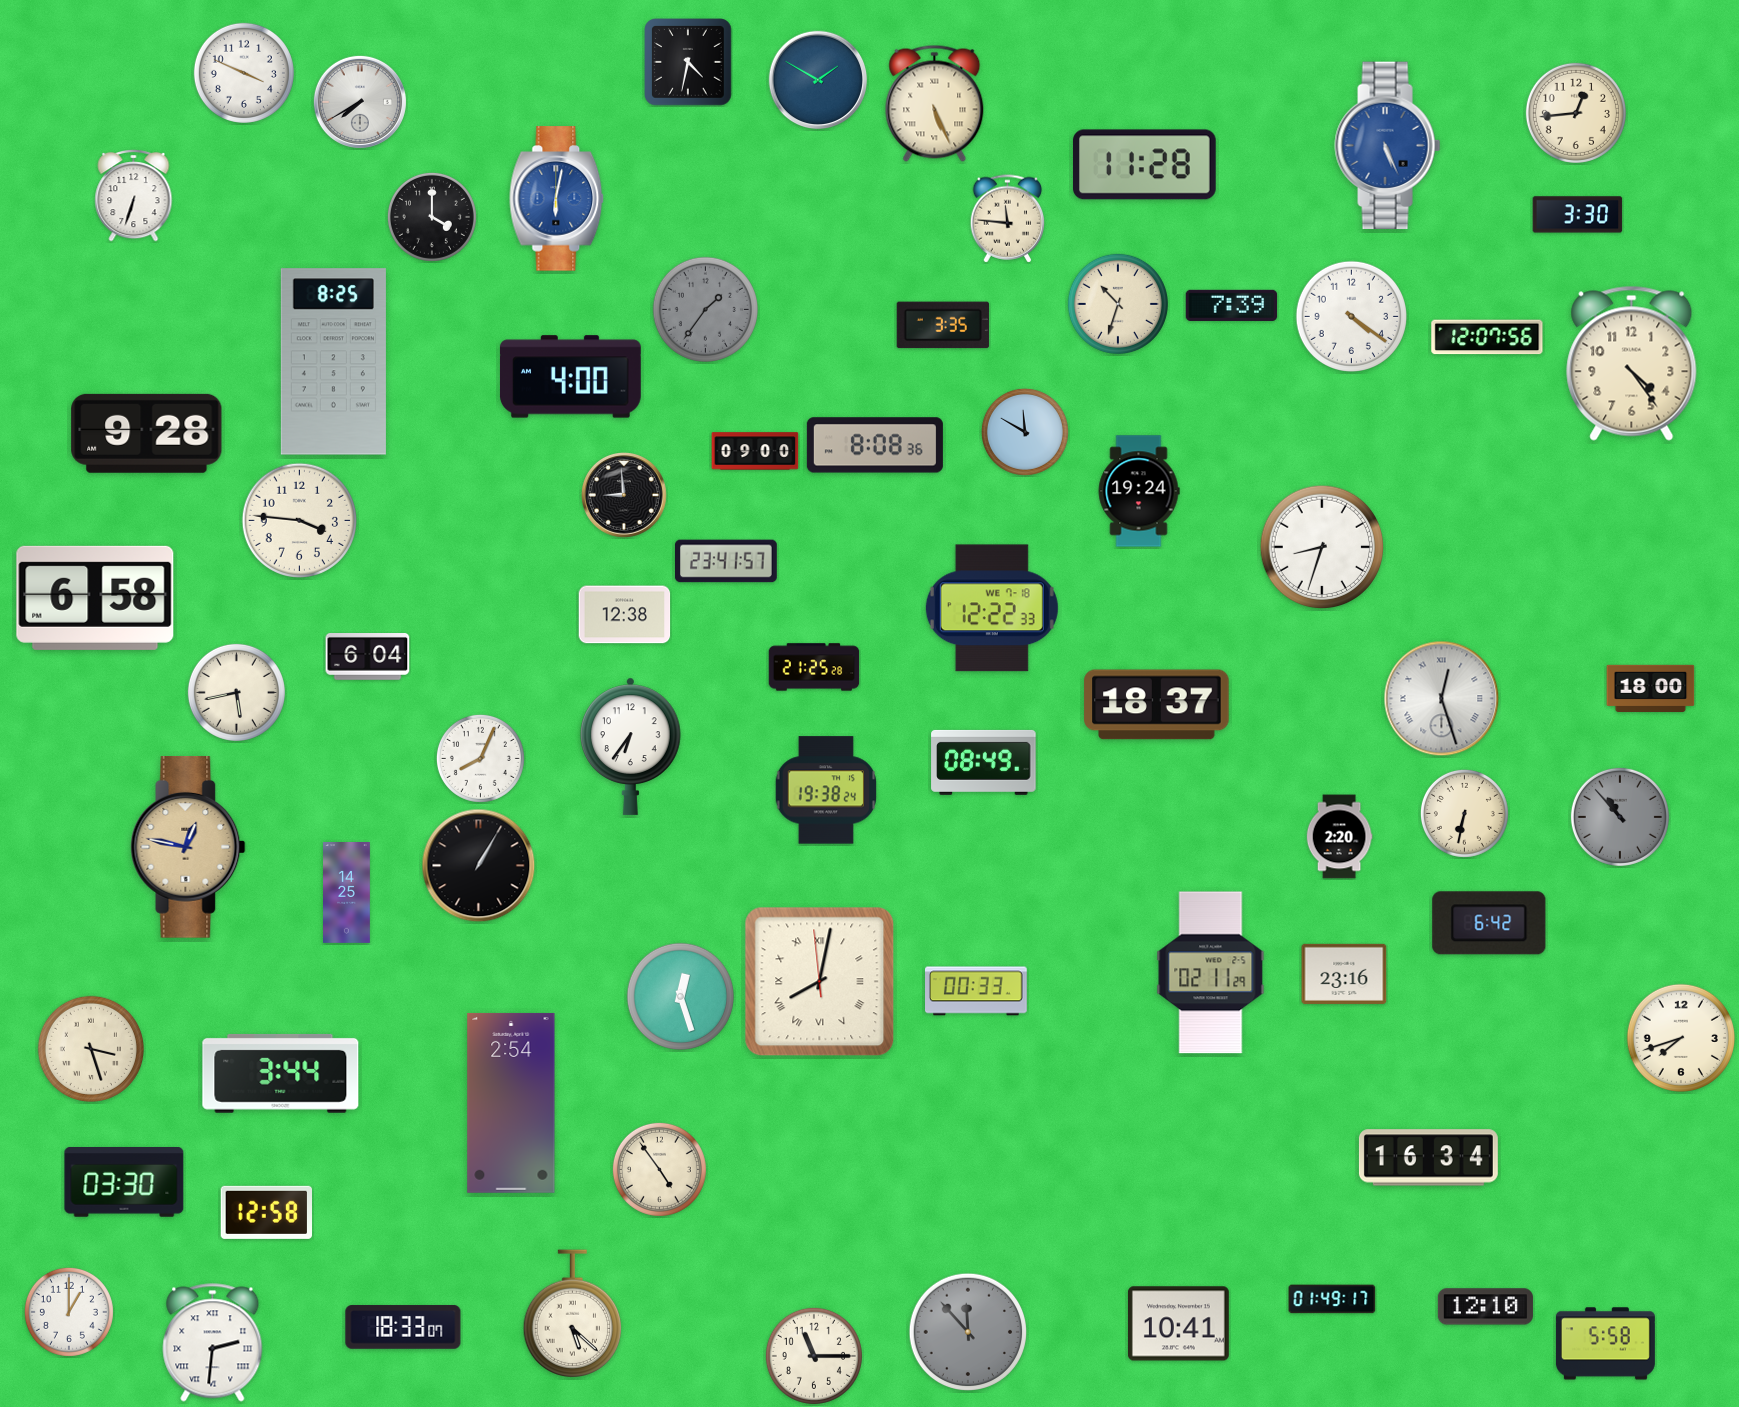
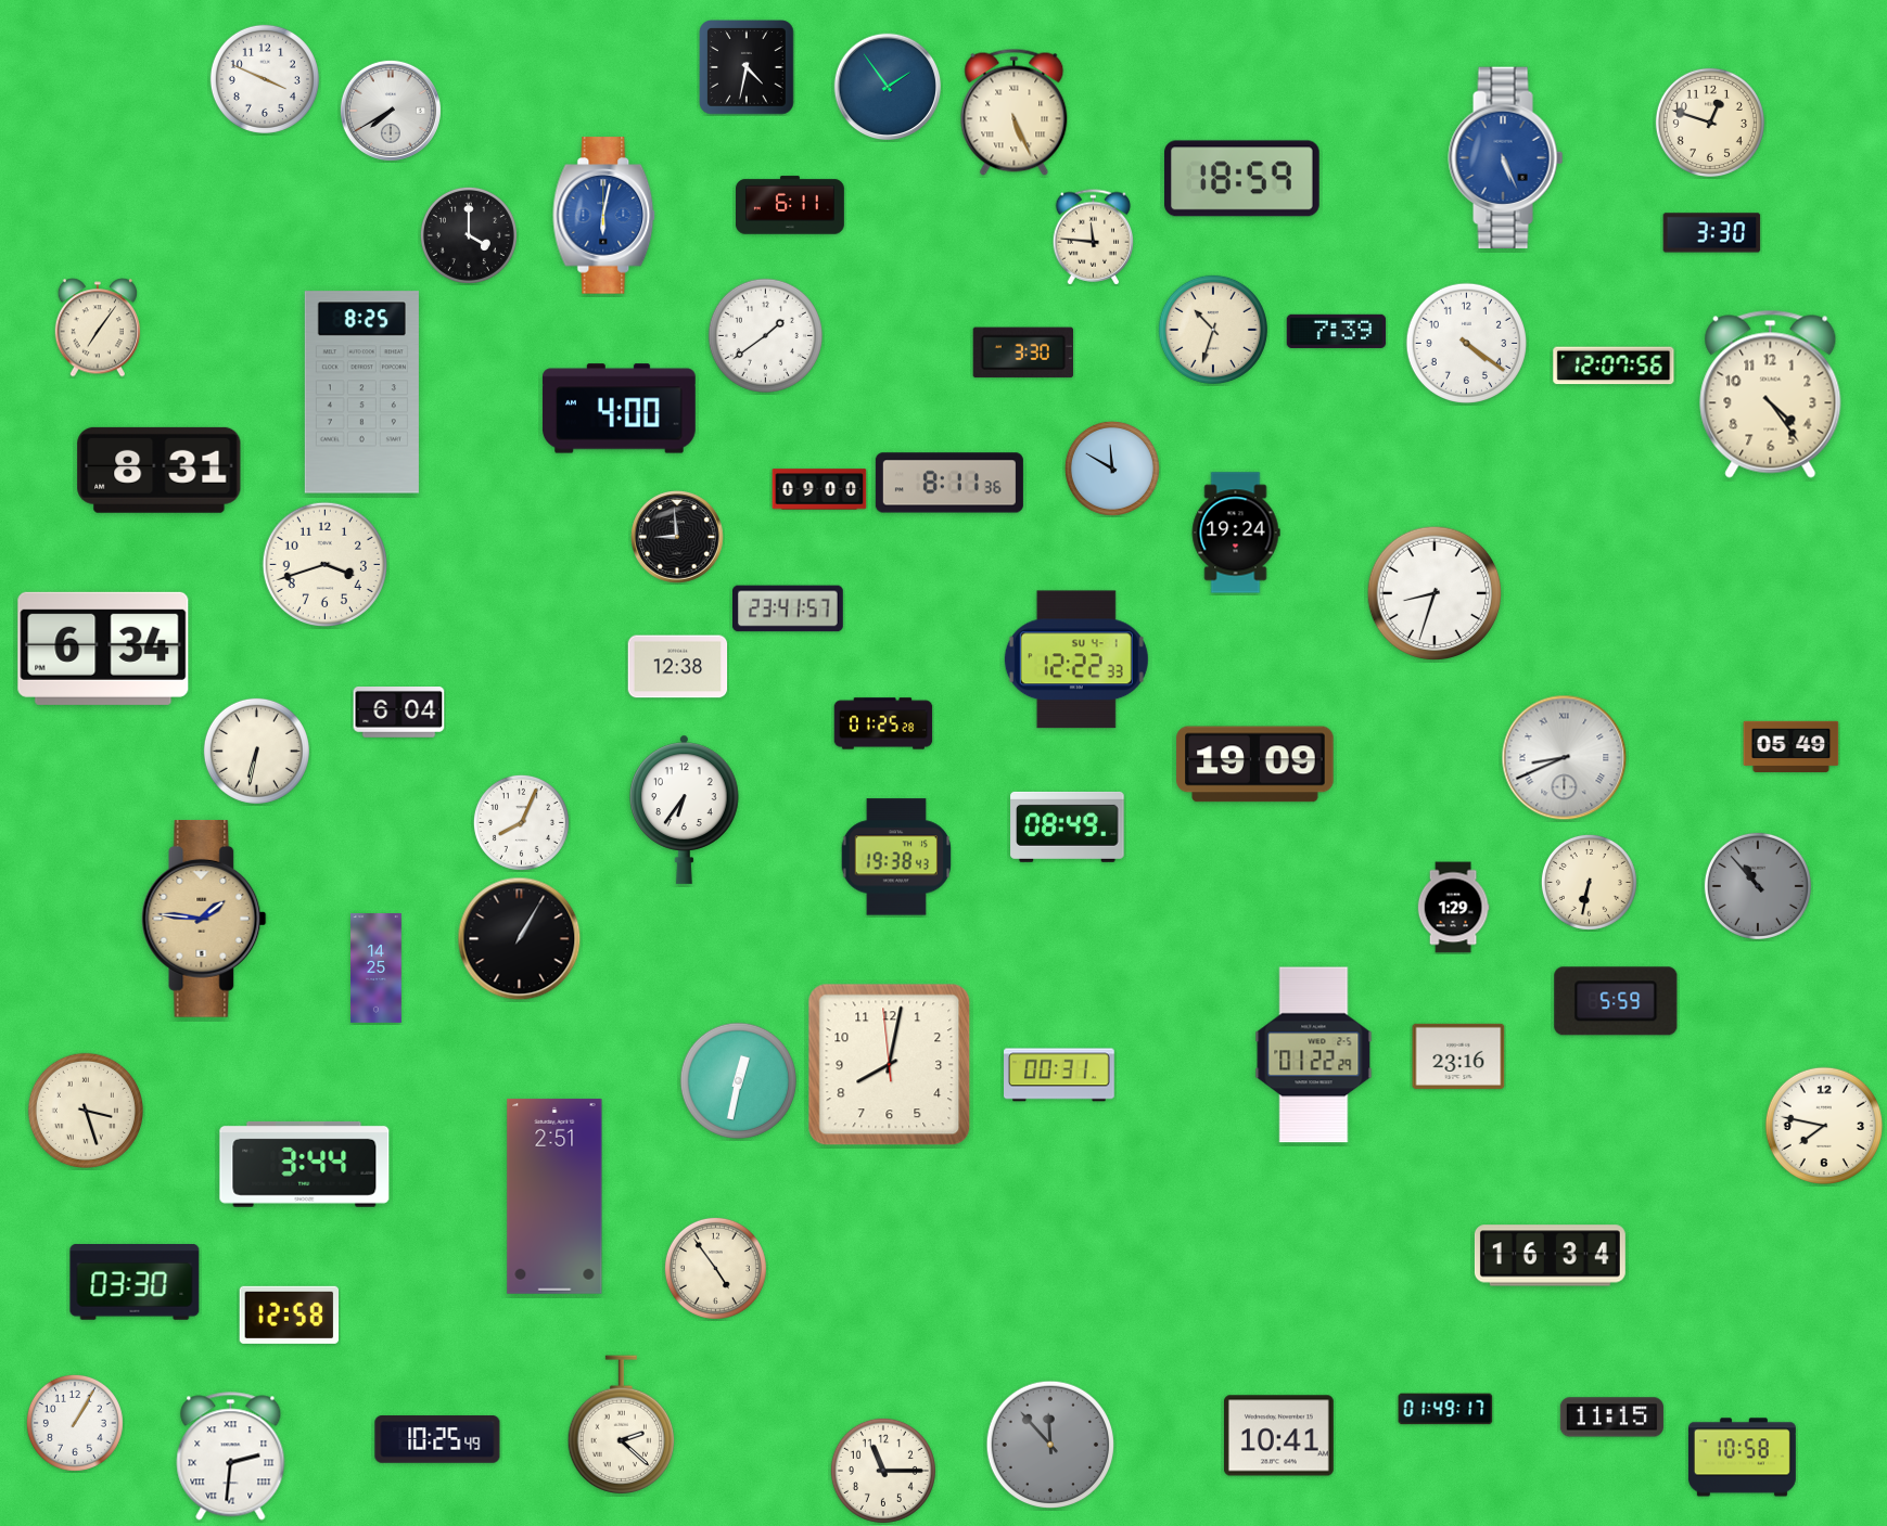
clock at (818, 80): 1:50 -> 1:54
clock at (1576, 113): 12:44 -> 12:48
clock at (1145, 165): 11:28 -> 18:59
clock at (790, 205): none -> 6:11
clock at (134, 196): 6:33 -> none
clock at (97, 328): none -> 7:06
clock at (705, 309): 1:36 -> 1:39
clock at (705, 309) dial: grey -> white
clock at (943, 325): 3:35 -> 3:30
clock at (147, 433): 9:28 -> 8:31
clock at (875, 445): 8:08 -> 8:11
clock at (299, 520): 3:46 -> 3:42
clock at (95, 598): 6:58 -> 6:34
clock at (992, 608) date: WE 7-18 -> SU 4-1
clock at (814, 667): 21:25 -> 01:25
clock at (1651, 688): 18:00 -> 05:49
clock at (236, 692): 5:43 -> 6:32
clock at (1442, 699): 12:27 -> 8:41
clock at (1157, 705): 18:37 -> 19:09
clock at (826, 790): 19:38:24 -> 19:38:43
clock at (1339, 837): 2:20 -> 1:29
clock at (188, 848): 12:47 -> 1:46
clock at (1489, 923): 6:42 -> 5:59
clock at (1211, 973): 02:11 -> 01:22
clock at (820, 982) numerals: Roman -> Arabic
clock at (977, 991): 00:33 -> 00:31
clock at (680, 996): 12:27 -> 12:32
clock at (1681, 1038): 7:42 -> 7:47
clock at (91, 1049) position: (91, 1049) -> (86, 1111)
clock at (511, 1103): 2:54 -> 2:51
clock at (1485, 1307): 12:10 -> 11:15
clock at (69, 1312): 1:00 -> 1:05
clock at (572, 1313): 5:22 -> 2:22
clock at (403, 1327): 18:33 -> 10:25
clock at (1605, 1344): 5:58 -> 10:58
